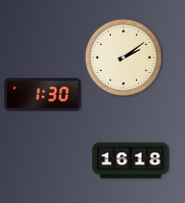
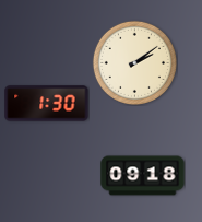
clock at (131, 161): 16:18 -> 09:18
